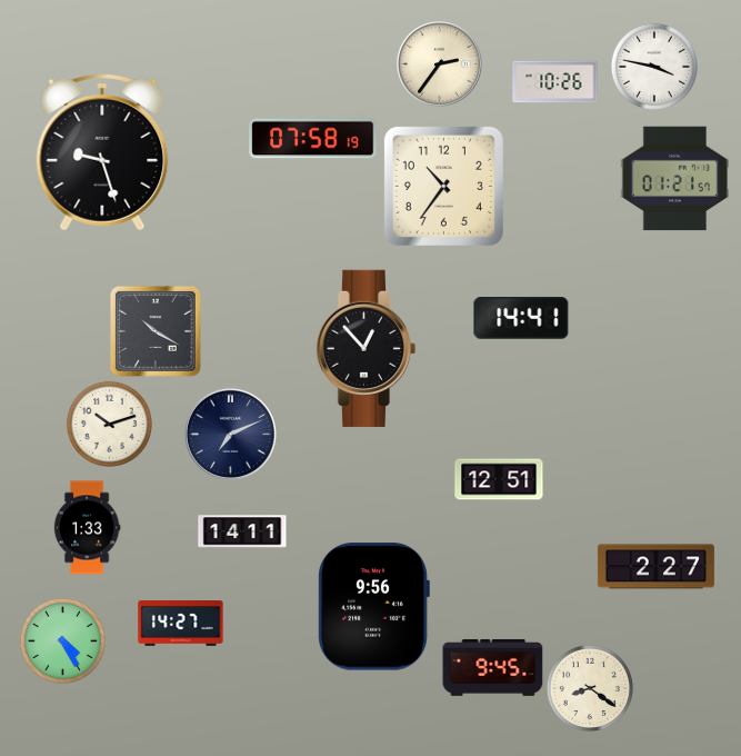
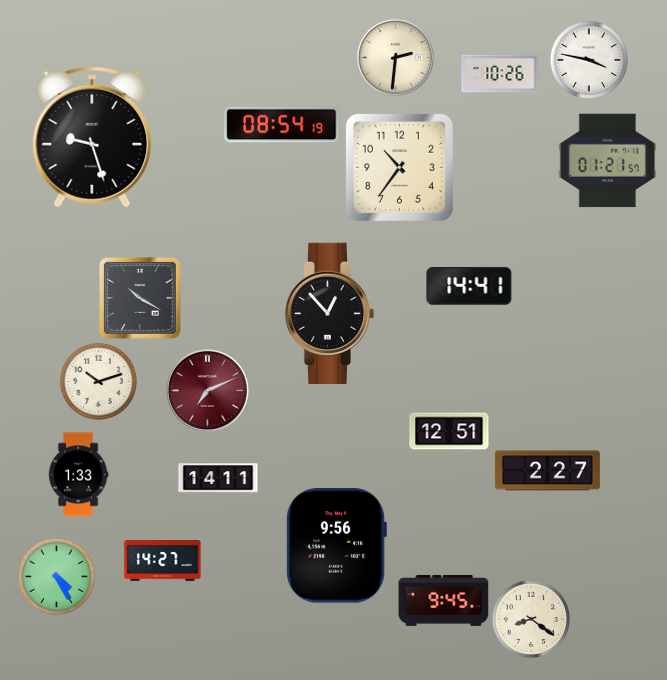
clock at (440, 64): 2:36 -> 2:31
clock at (313, 139): 07:58 -> 08:54
clock at (230, 434) dial: navy -> burgundy
clock at (655, 567) position: (655, 567) -> (547, 471)
